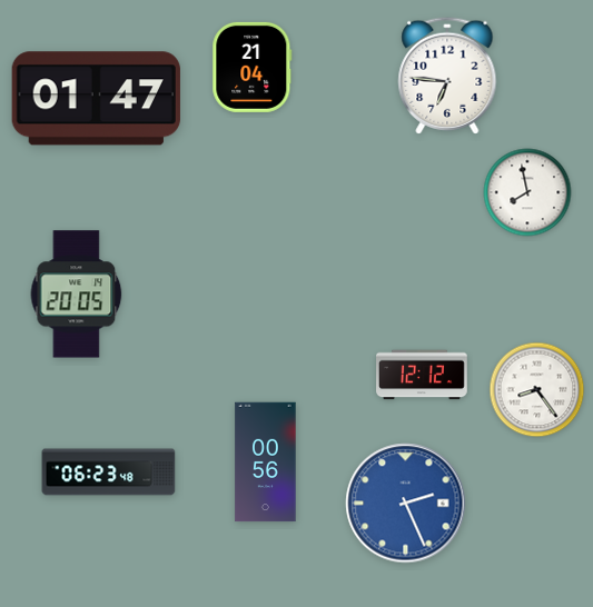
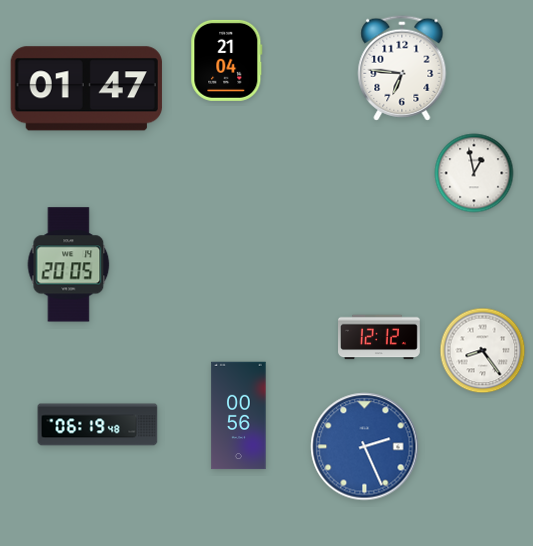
clock at (527, 192): 7:58 -> 12:58
clock at (109, 472): 06:23 -> 06:19
clock at (406, 504) position: (406, 504) -> (365, 447)
